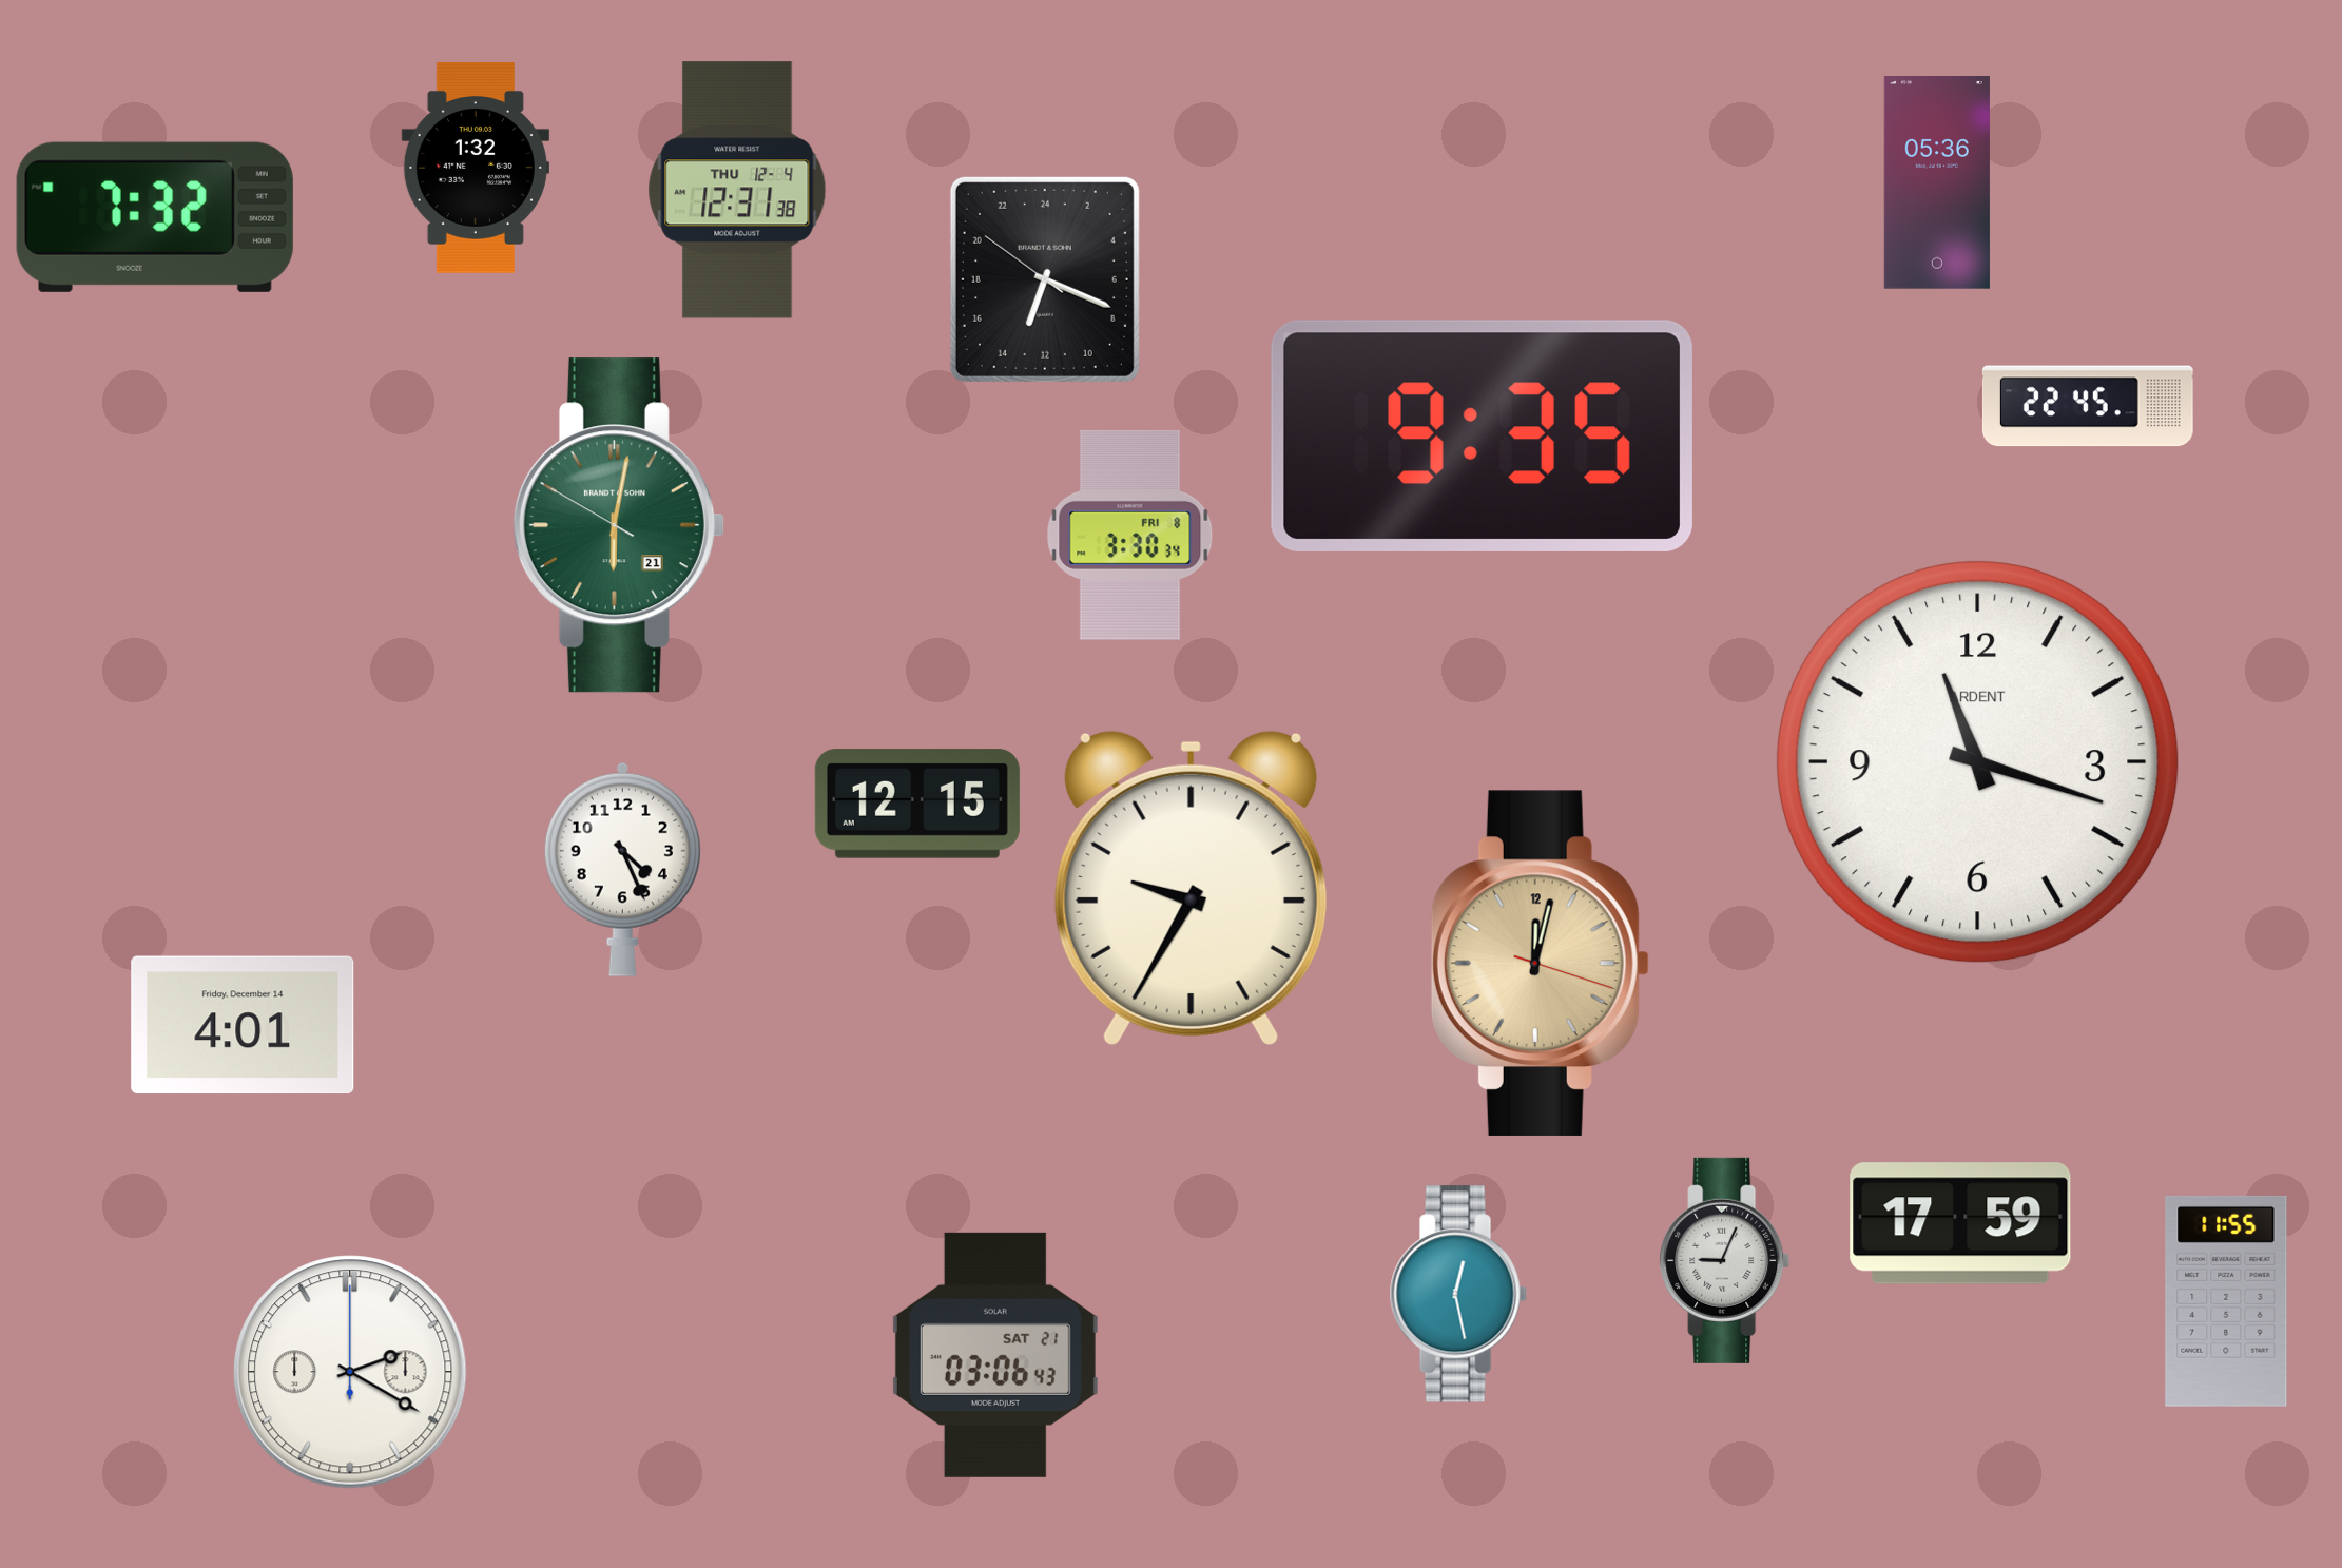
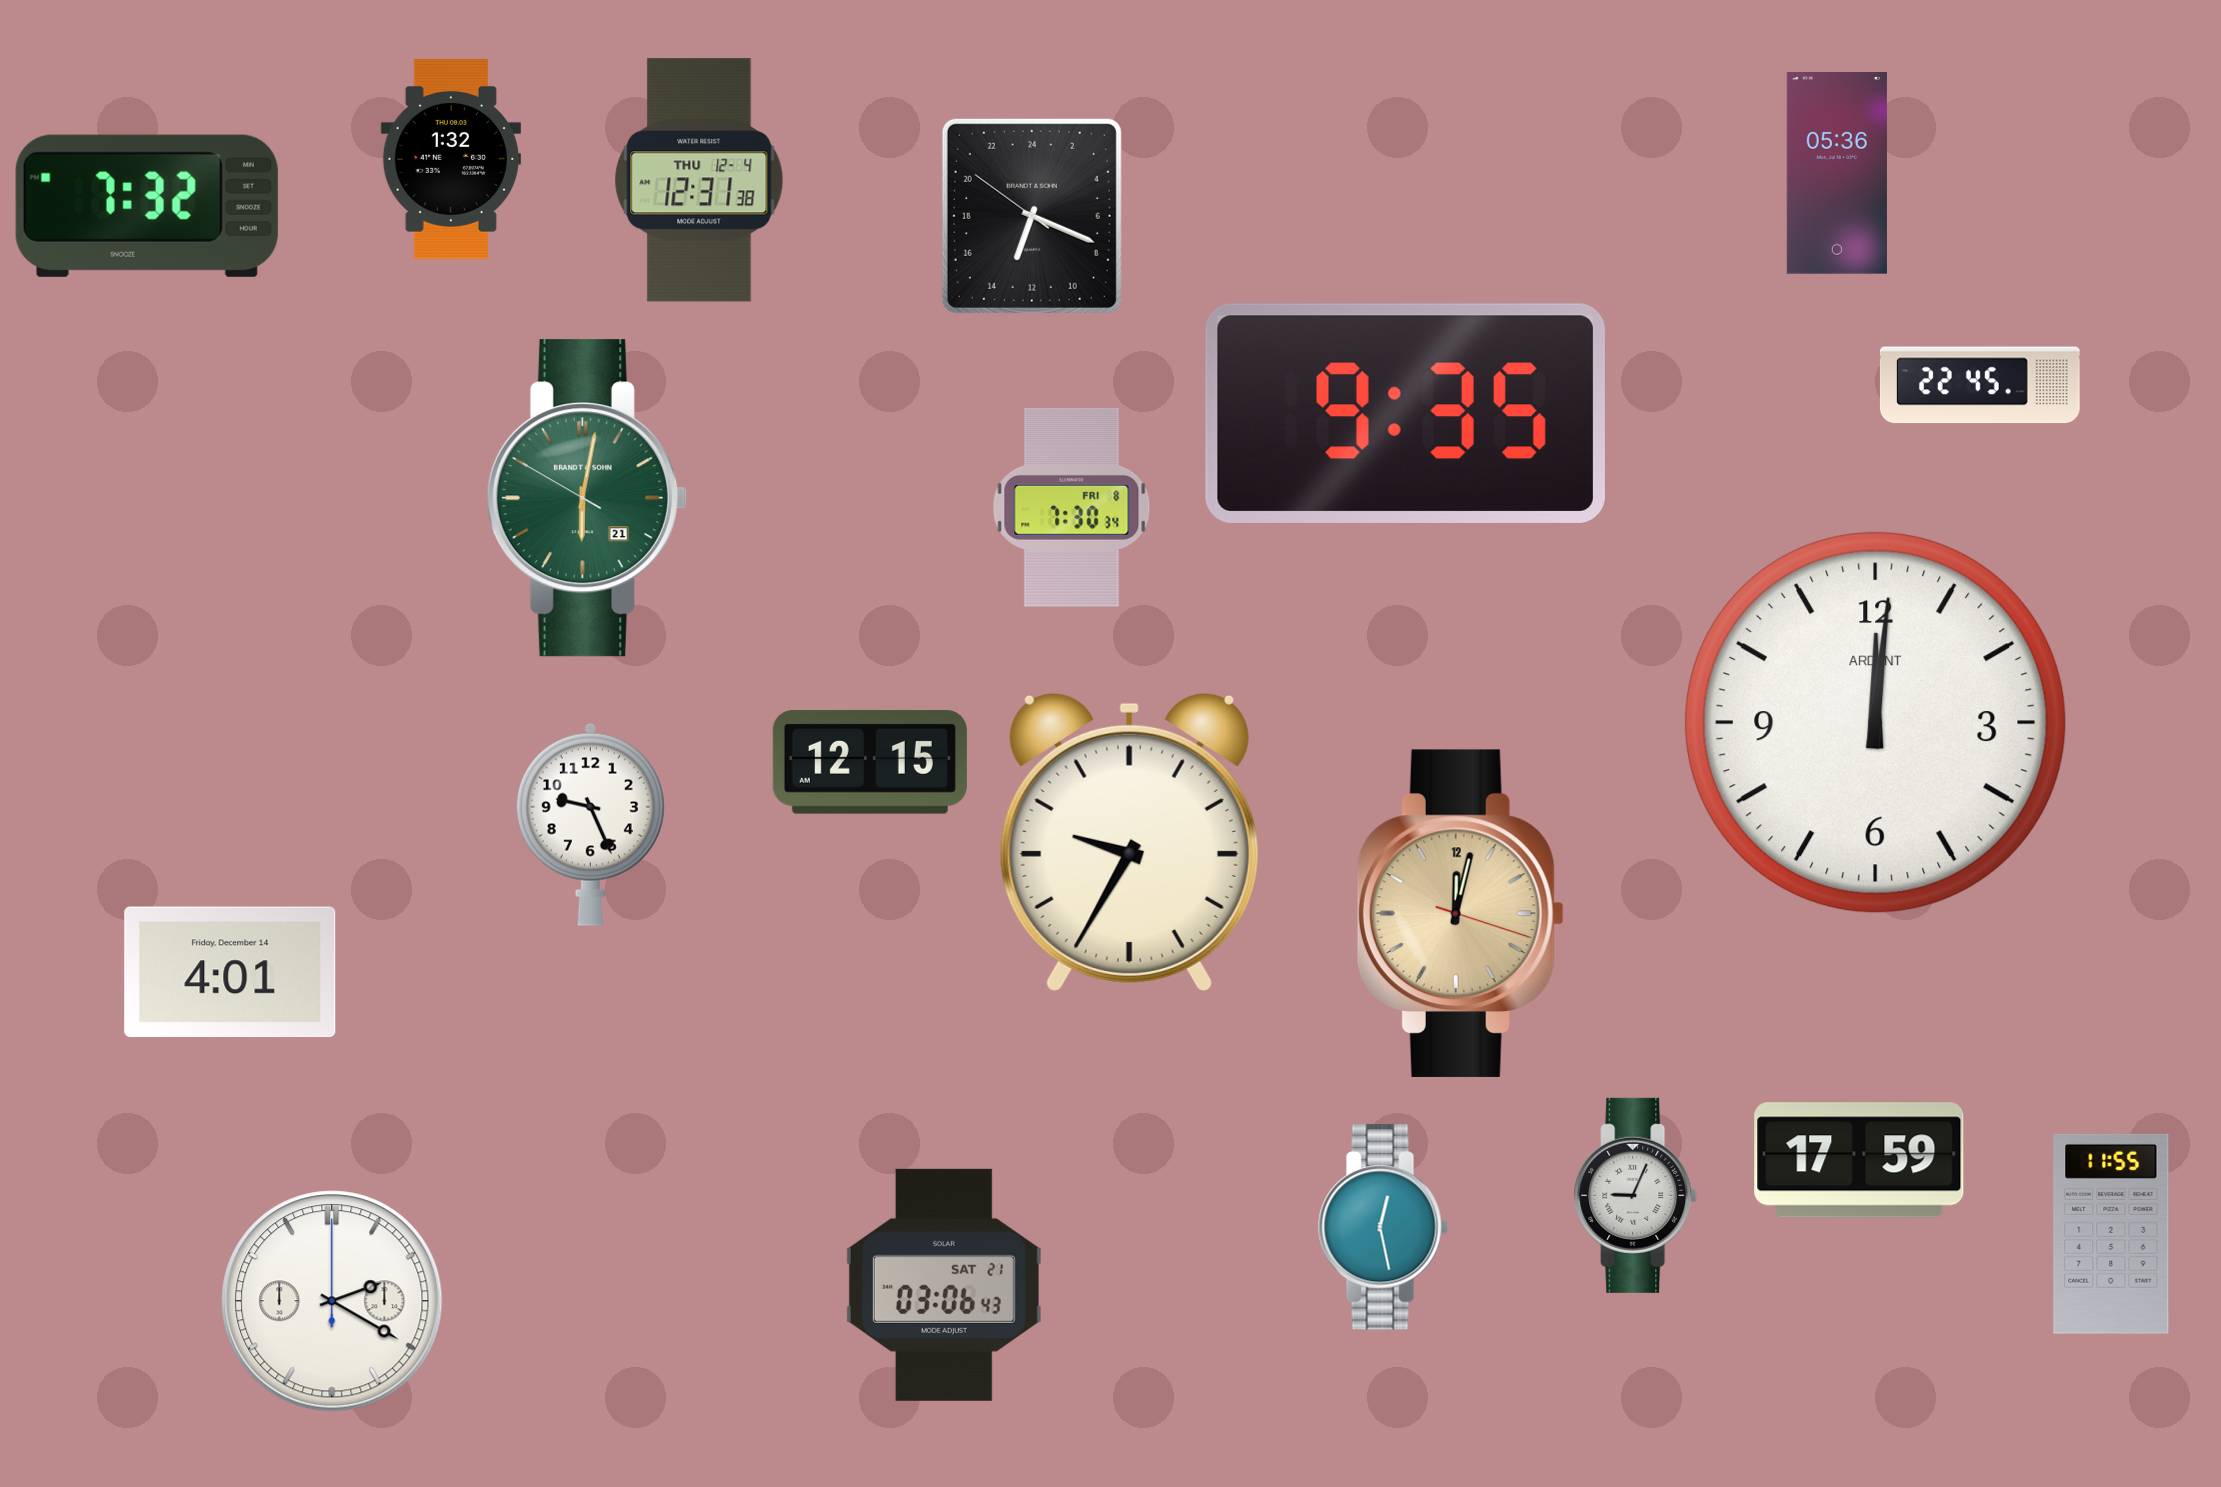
clock at (1045, 279) position: (1045, 279) -> (1032, 216)
clock at (1130, 535): 3:30 -> 7:30
clock at (1978, 762): 11:18 -> 12:01
clock at (622, 869): 4:26 -> 9:26
